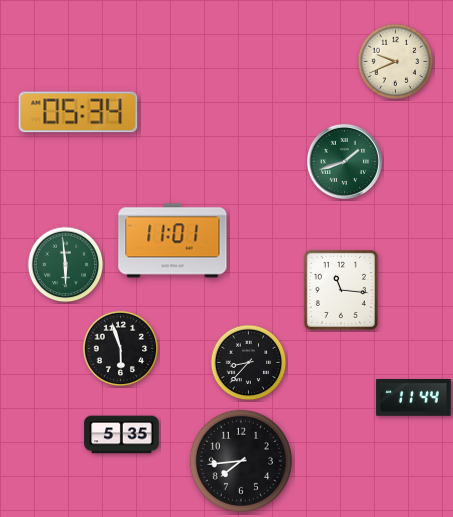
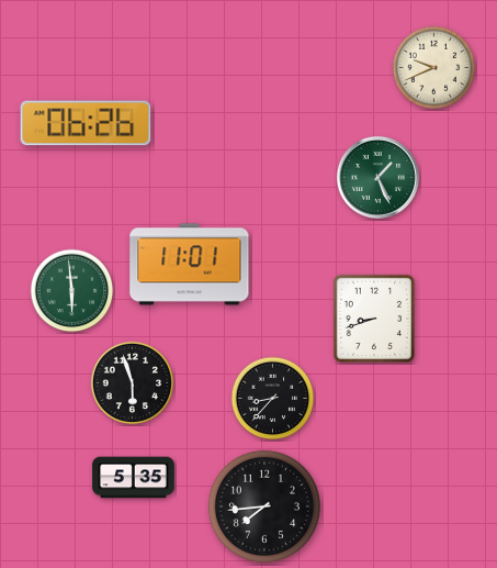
clock at (78, 112): 05:34 -> 06:26
clock at (344, 161): 1:42 -> 1:26
clock at (341, 290): 11:16 -> 8:42
clock at (414, 398): 11:44 -> none
